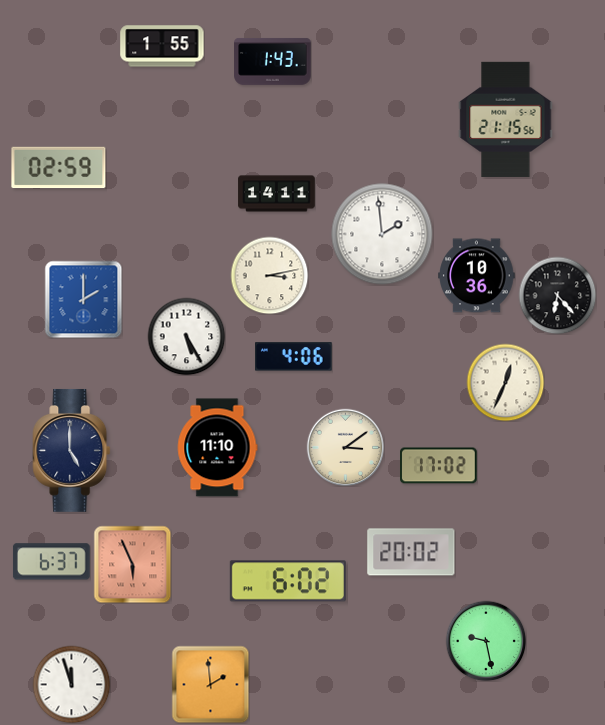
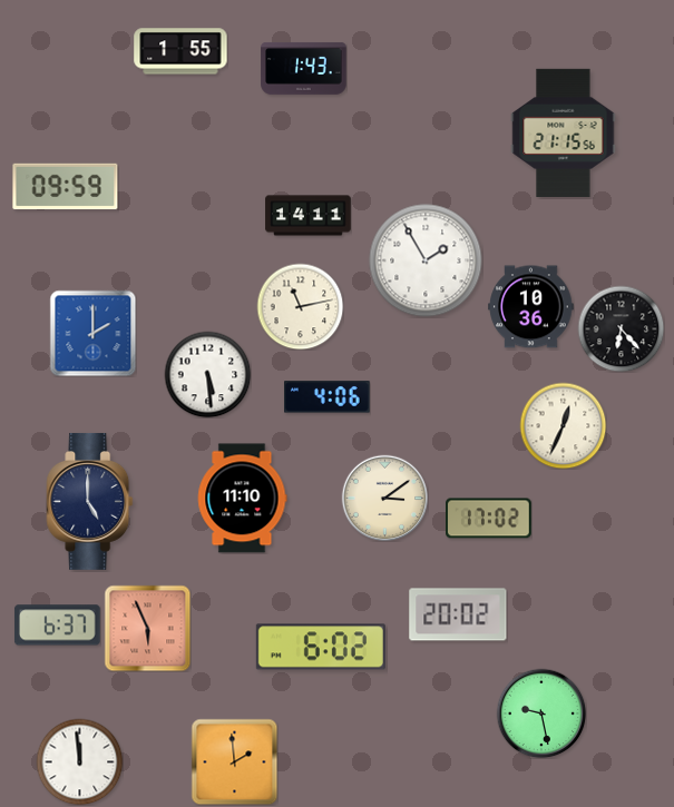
clock at (59, 168): 02:59 -> 09:59
clock at (382, 234): 1:59 -> 1:55
clock at (269, 275): 3:13 -> 11:13
clock at (186, 336): 5:25 -> 5:29
clock at (72, 450) position: (72, 450) -> (90, 501)
clock at (71, 684): 11:57 -> 11:59
